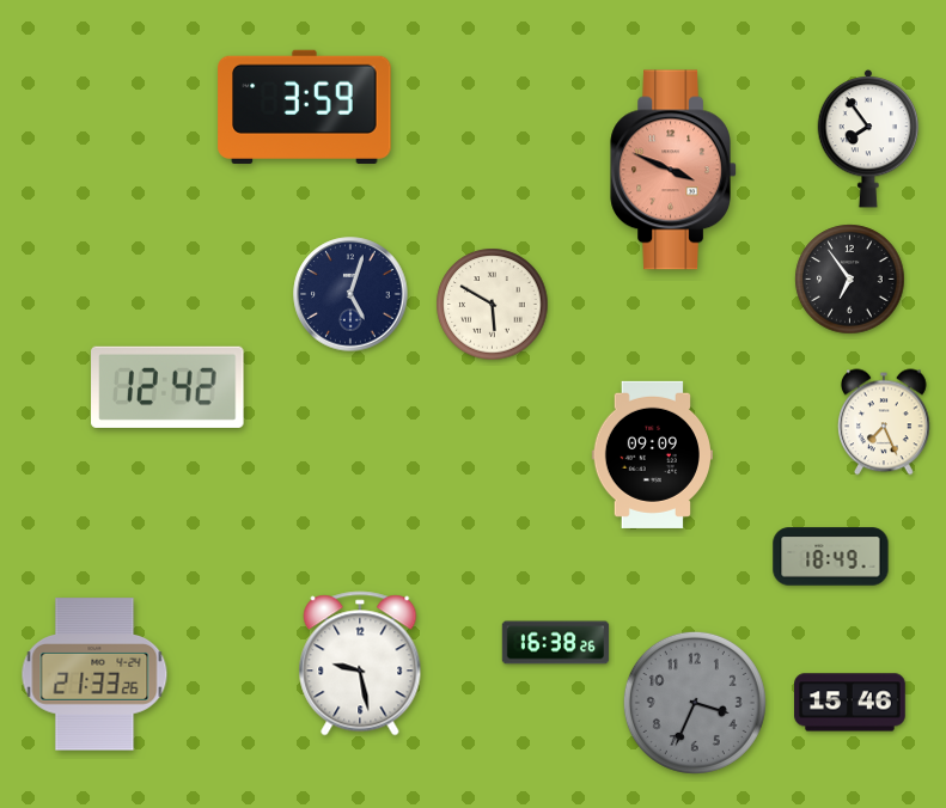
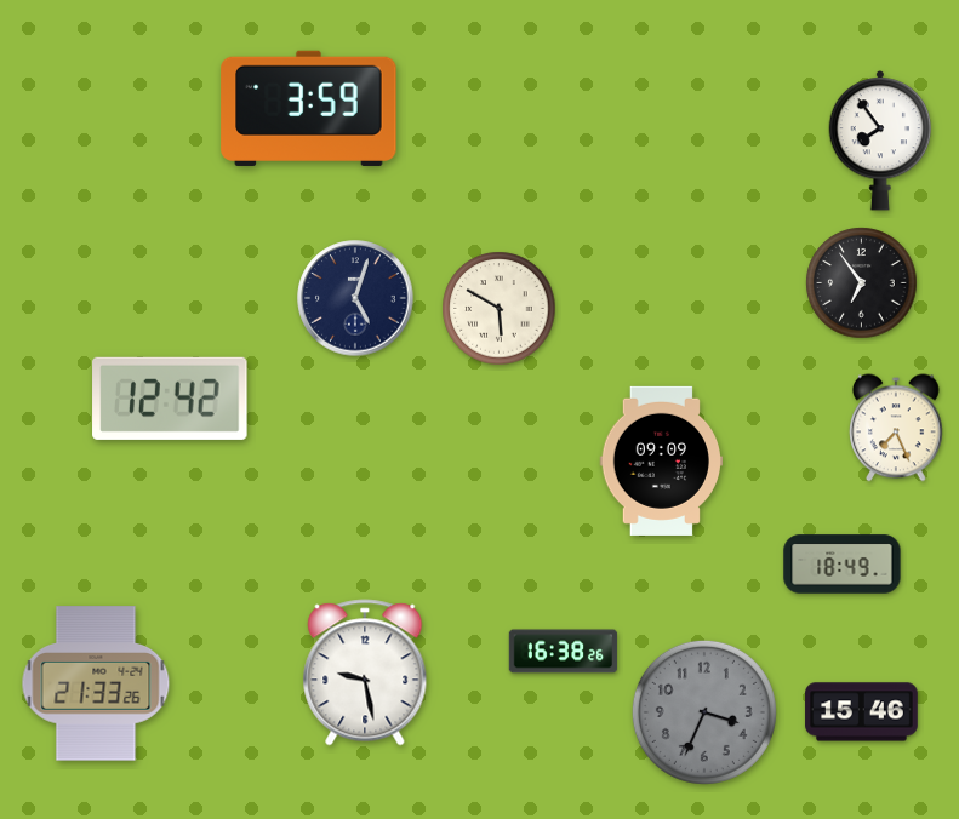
clock at (673, 170): 3:49 -> none
clock at (167, 387) position: (167, 387) -> (170, 399)
